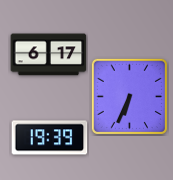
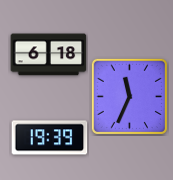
clock at (49, 55): 6:17 -> 6:18
clock at (129, 96): 6:34 -> 11:34
